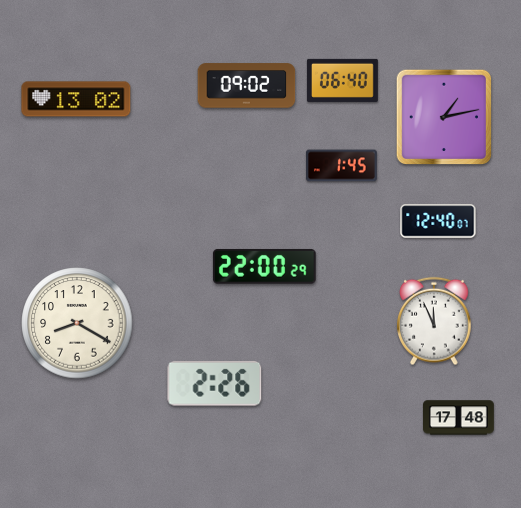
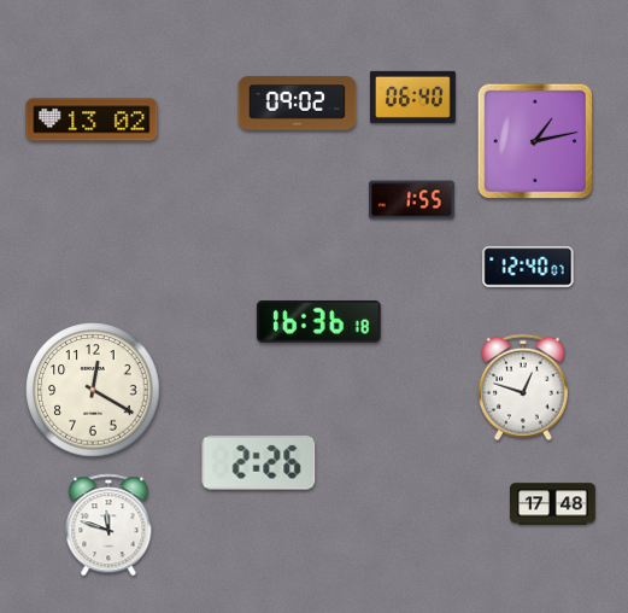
clock at (342, 166): 1:45 -> 1:55
clock at (264, 266): 22:00 -> 16:36
clock at (435, 321): 11:56 -> 12:48
clock at (77, 323): 8:20 -> 12:20
clock at (108, 525): none -> 11:48
